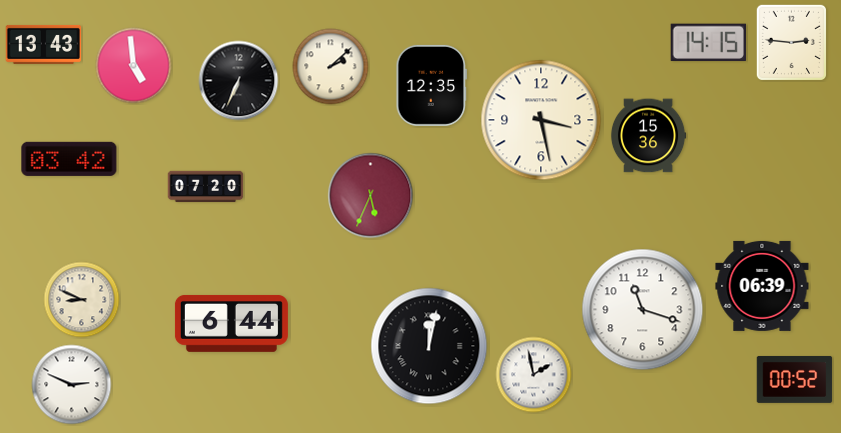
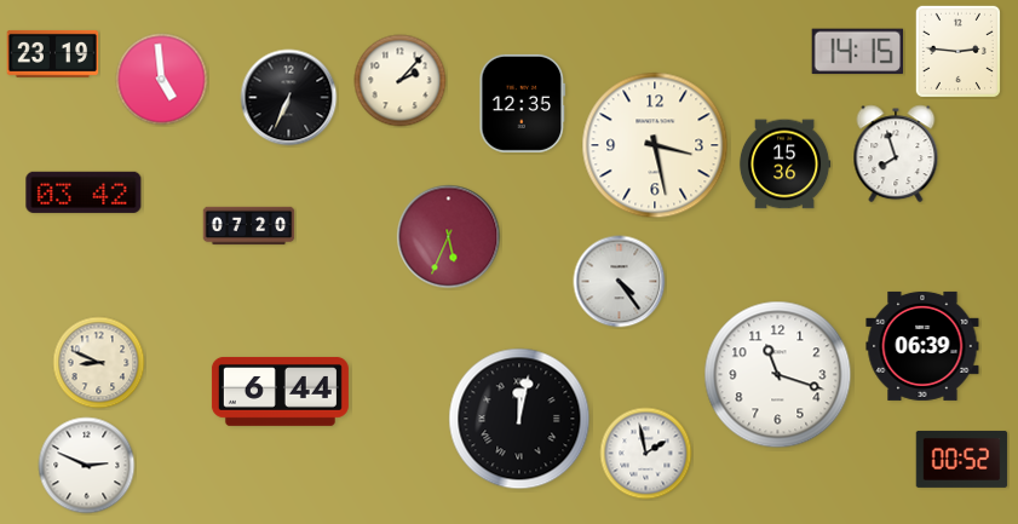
clock at (44, 44): 13:43 -> 23:19
clock at (331, 67): 2:08 -> 2:07
clock at (896, 154): none -> 7:57
clock at (620, 282): none -> 4:24
